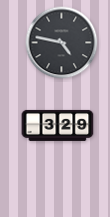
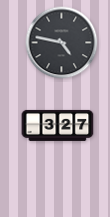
clock at (58, 125): 3:29 -> 3:27
